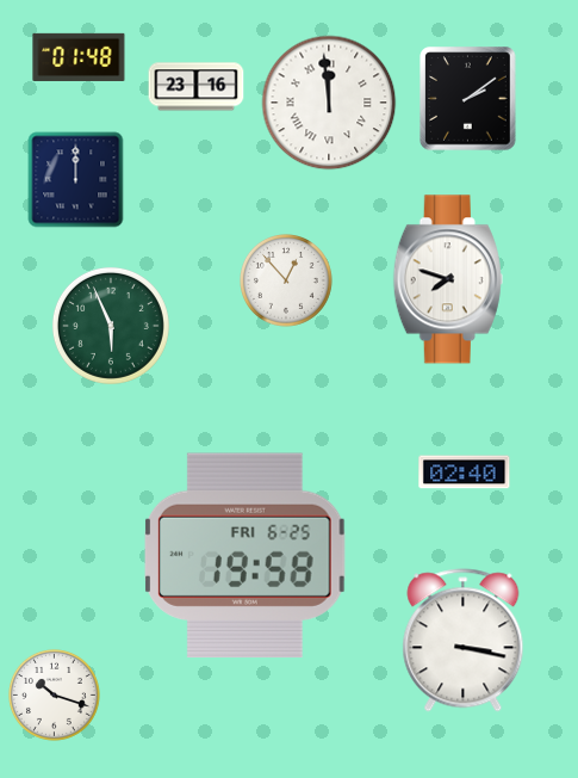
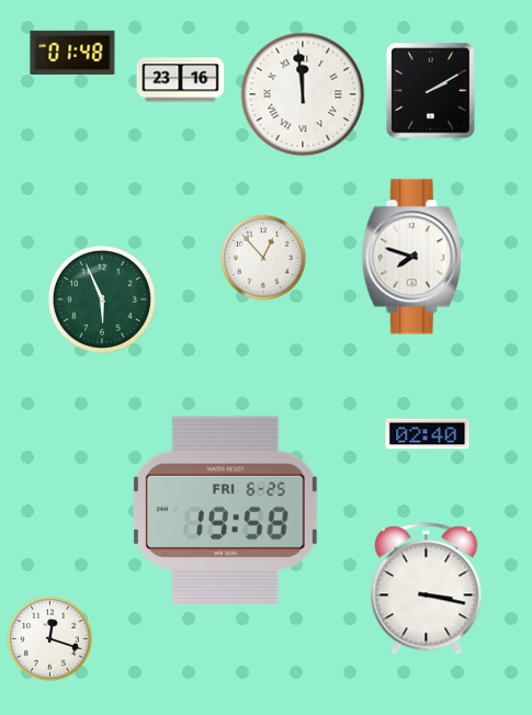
clock at (468, 99): 2:09 -> 2:10
clock at (76, 180): 12:00 -> none
clock at (54, 694): 10:18 -> 12:18
